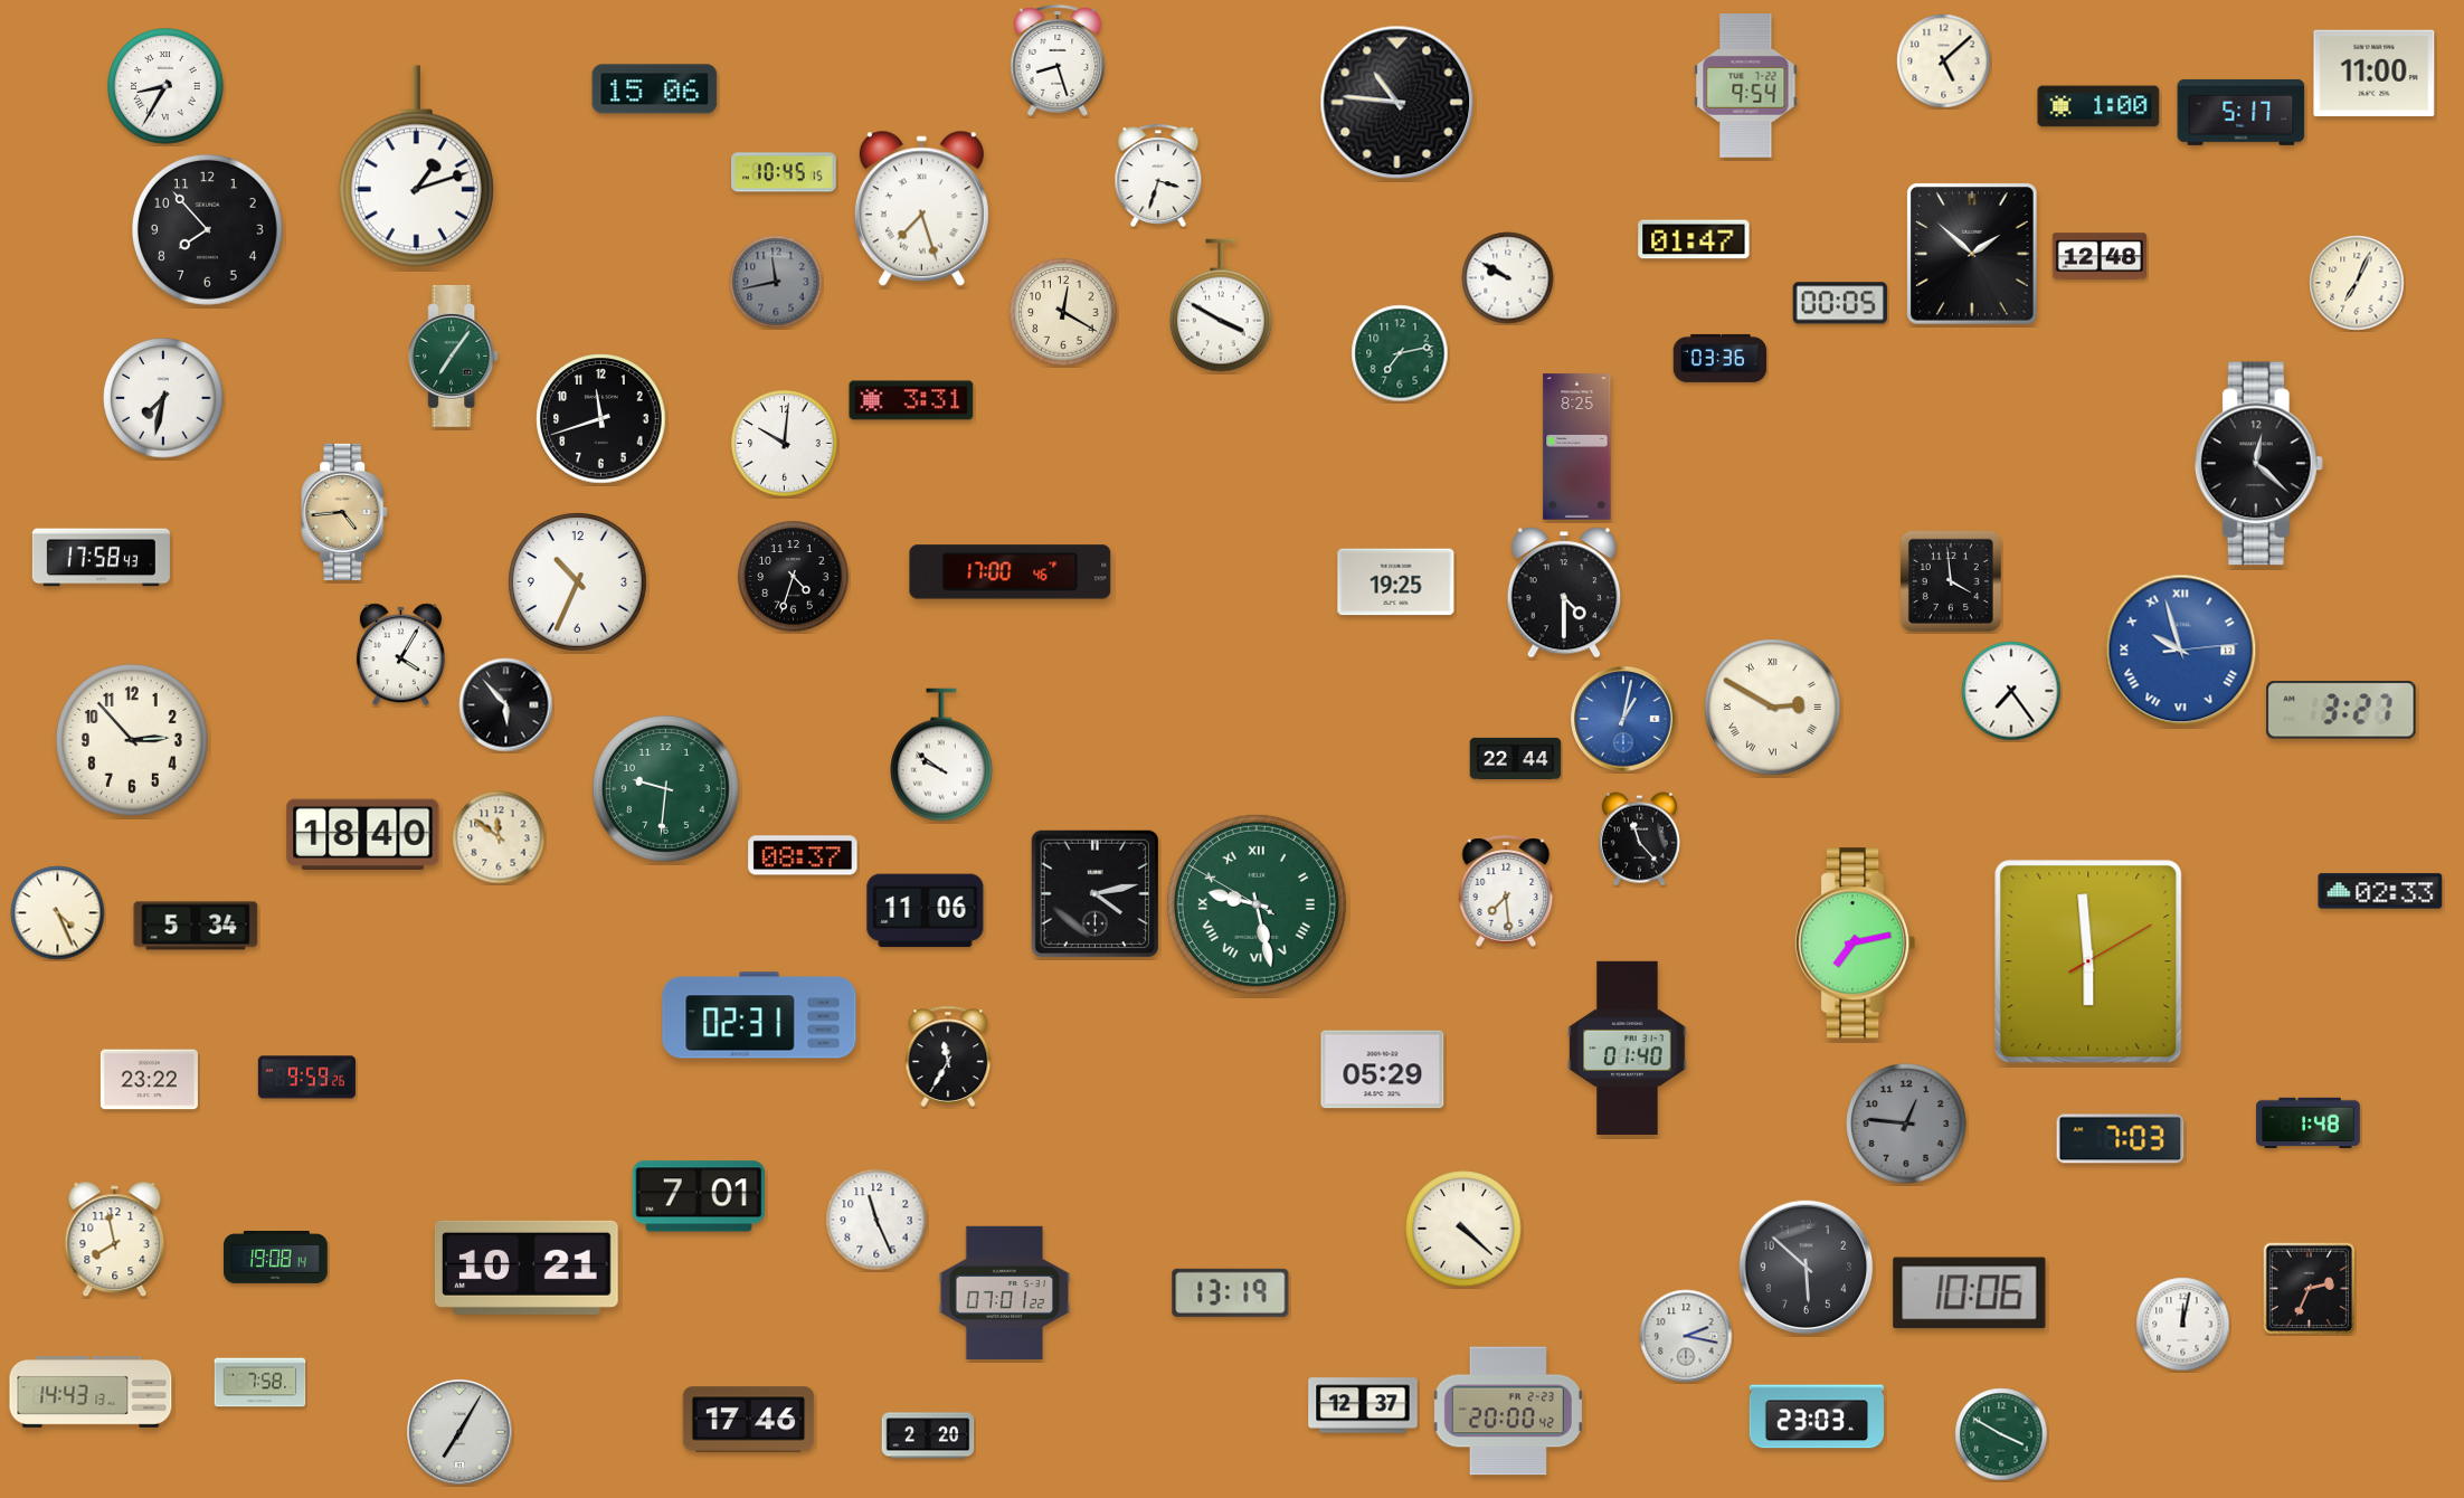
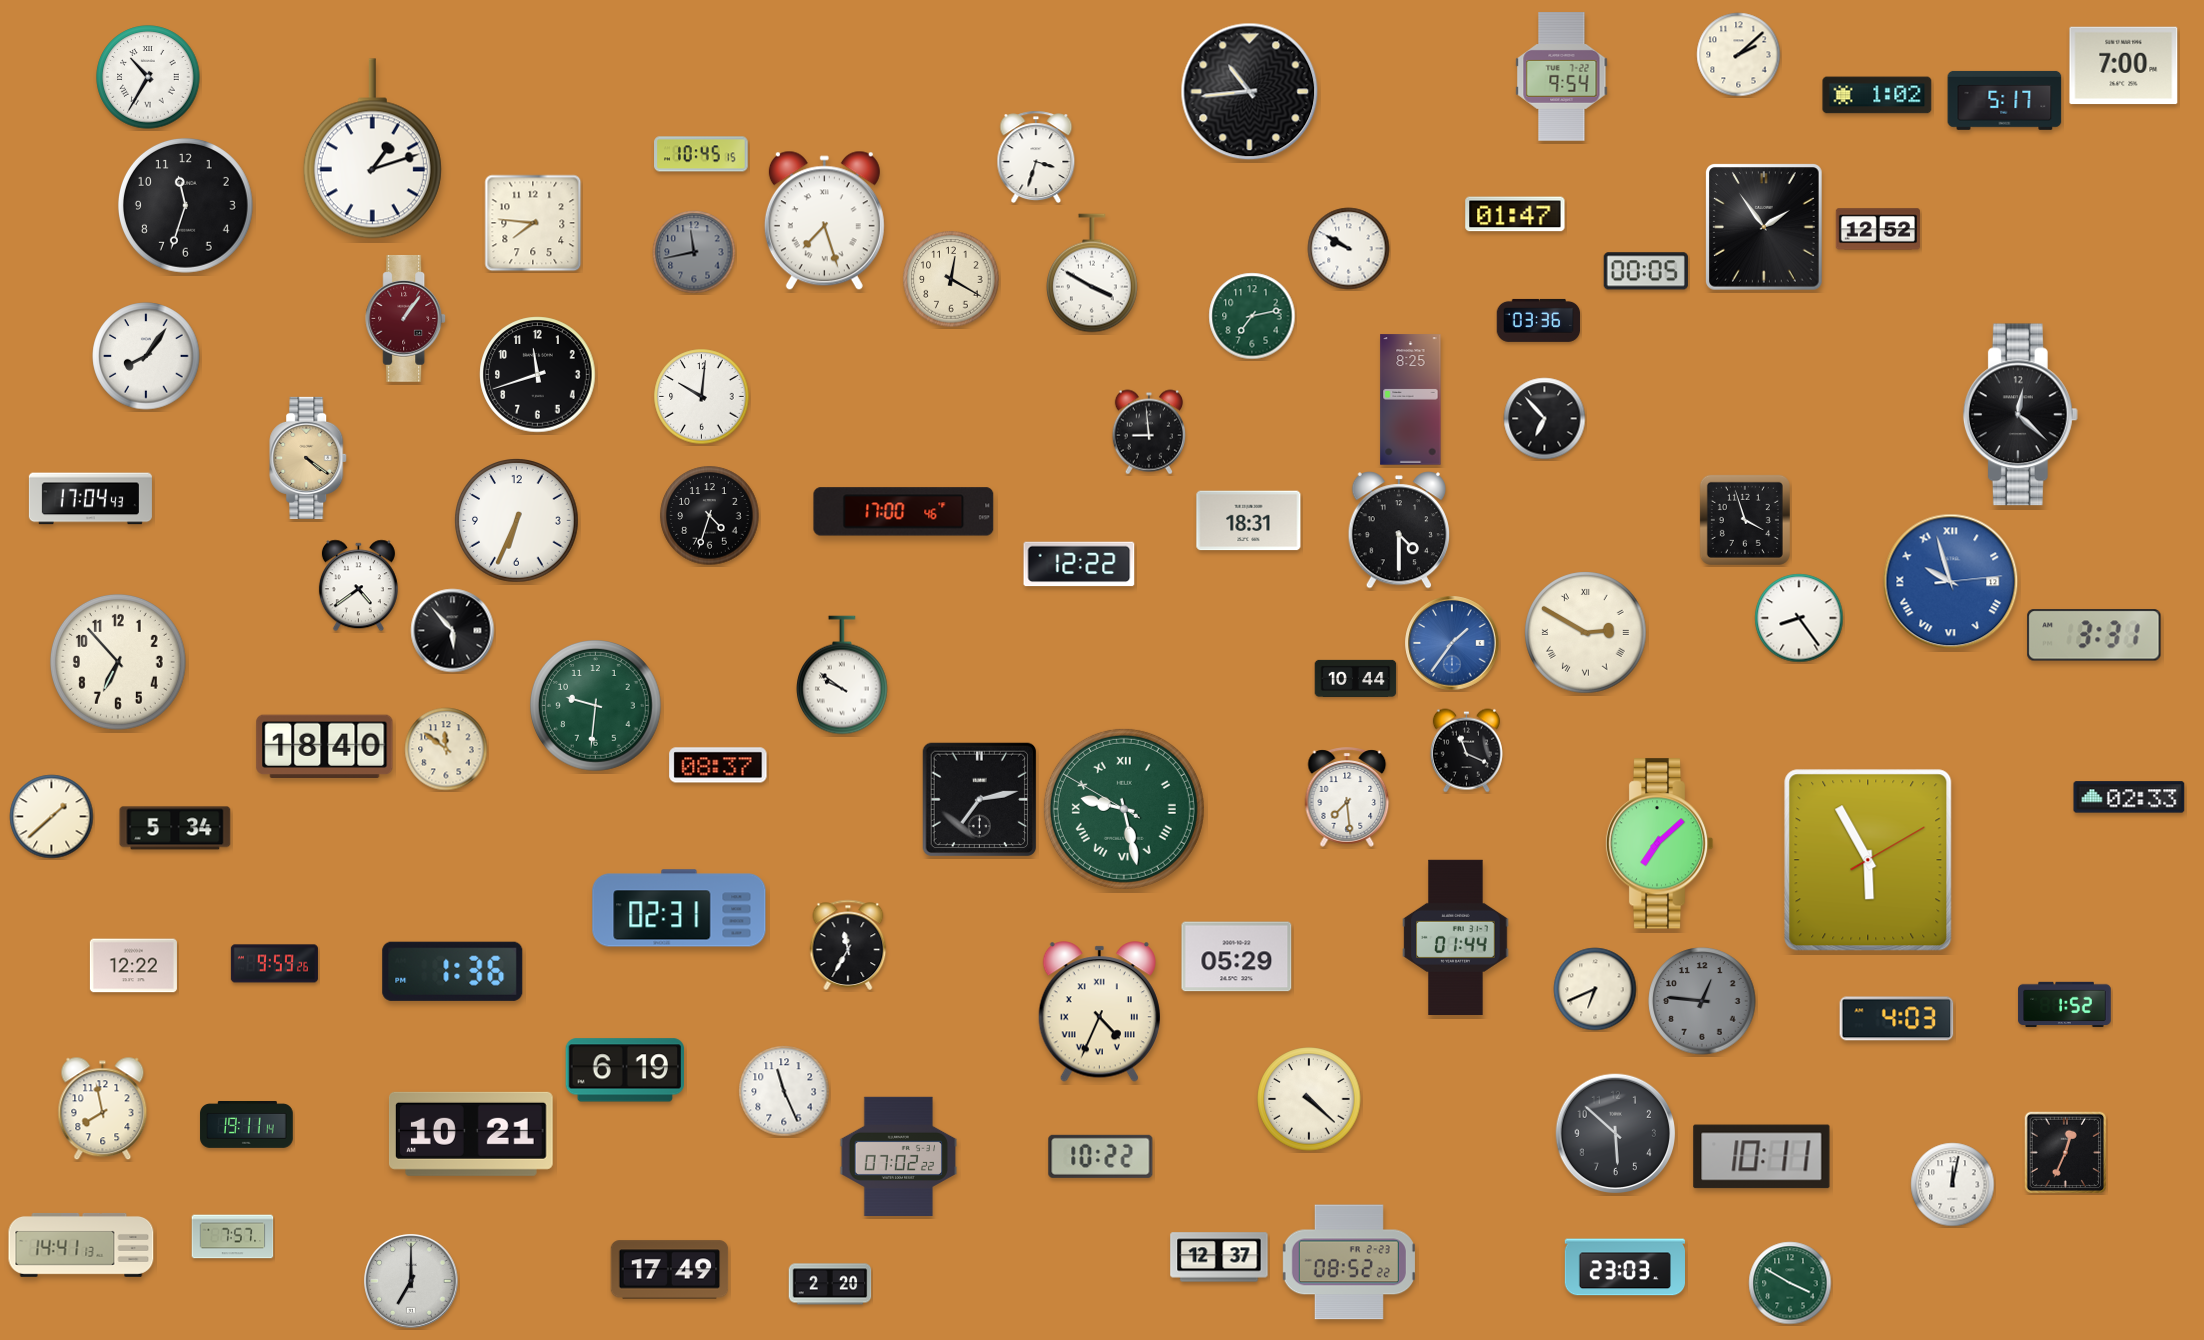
clock at (1058, 60): 8:27 -> none
clock at (1944, 61): 5:08 -> 2:08
clock at (2375, 74): 11:00 -> 7:00
clock at (165, 86): 8:35 -> 10:35
clock at (655, 89): 15:06 -> none
clock at (1397, 103): 10:46 -> 10:44
clock at (2098, 106): 1:00 -> 1:02
clock at (921, 209) position: (921, 209) -> (824, 221)
clock at (207, 229): 7:53 -> 11:33
clock at (533, 223): none -> 7:46
clock at (1972, 254): 1:52 -> 1:54
clock at (2100, 256): 12:48 -> 12:52
clock at (2357, 283): 7:04 -> none
clock at (454, 355): 7:06 -> 1:06
clock at (454, 355) dial: green -> burgundy
clock at (163, 398): 7:32 -> 8:06
clock at (911, 400): 3:31 -> none
clock at (1545, 419): none -> 6:53
clock at (1148, 432): none -> 8:59
clock at (345, 512): 4:44 -> 4:21
clock at (101, 558): 17:58 -> 17:04
clock at (1951, 581): 3:59 -> 3:57
clock at (578, 582): 10:34 -> 6:34
clock at (1396, 582): 19:25 -> 18:31
clock at (1079, 564): none -> 12:22
clock at (400, 655): 4:05 -> 4:39
clock at (2011, 691): 7:24 -> 8:24
clock at (2341, 710): 3:27 -> 3:31
clock at (1623, 719): 1:02 -> 1:36
clock at (132, 740): 2:53 -> 6:53
clock at (1516, 758): 22:44 -> 10:44
clock at (1639, 840): 11:23 -> 11:19
clock at (1096, 894): 4:13 -> 7:13
clock at (926, 911): 11:06 -> none
clock at (58, 913): 4:26 -> 1:38
clock at (1855, 944): 7:13 -> 7:08
clock at (2088, 961): 5:59 -> 5:55
clock at (1628, 1047): 01:40 -> 01:44
clock at (149, 1080): 23:22 -> 12:22
clock at (453, 971): none -> 1:36
clock at (1595, 989): none -> 6:41
clock at (1906, 1123) position: (1906, 1123) -> (1702, 1001)
clock at (2309, 1123): 1:48 -> 1:52
clock at (1099, 1012): none -> 4:34
clock at (2121, 1139): 7:03 -> 4:03
clock at (698, 1196): 7:01 -> 6:19
clock at (276, 1258): 19:08 -> 19:11
clock at (2309, 1288): 2:34 -> 12:34
clock at (1005, 1292): 07:01 -> 07:02
clock at (1231, 1292): 13:19 -> 10:22
clock at (1970, 1293): 10:06 -> 10:11
clock at (1686, 1336): 2:17 -> none
clock at (260, 1383): 7:58 -> 7:57
clock at (91, 1392): 14:43 -> 14:41
clock at (1508, 1411): 20:00 -> 08:52
clock at (749, 1420): 17:46 -> 17:49
clock at (459, 1432): 7:05 -> 7:00
